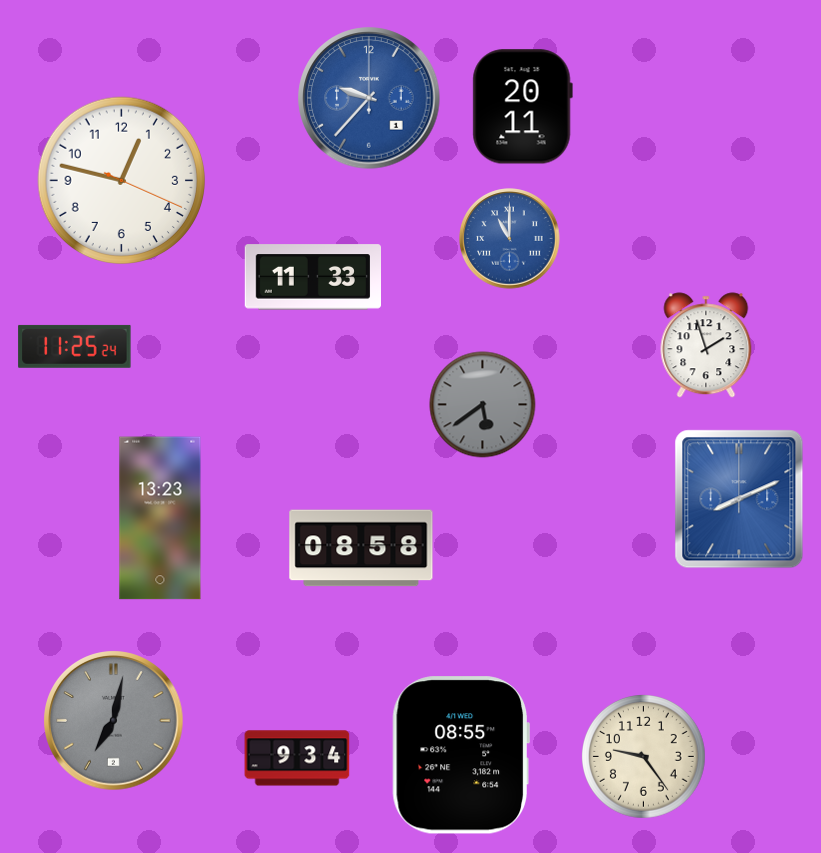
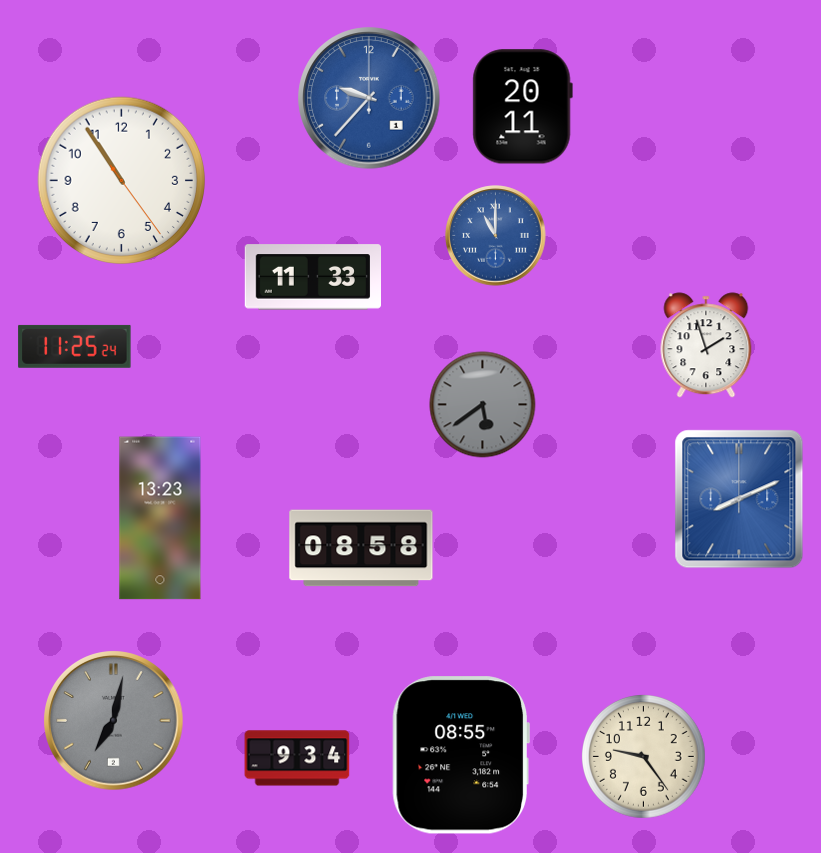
clock at (122, 181): 12:47 -> 10:54
clock at (510, 239) position: (510, 239) -> (496, 236)
